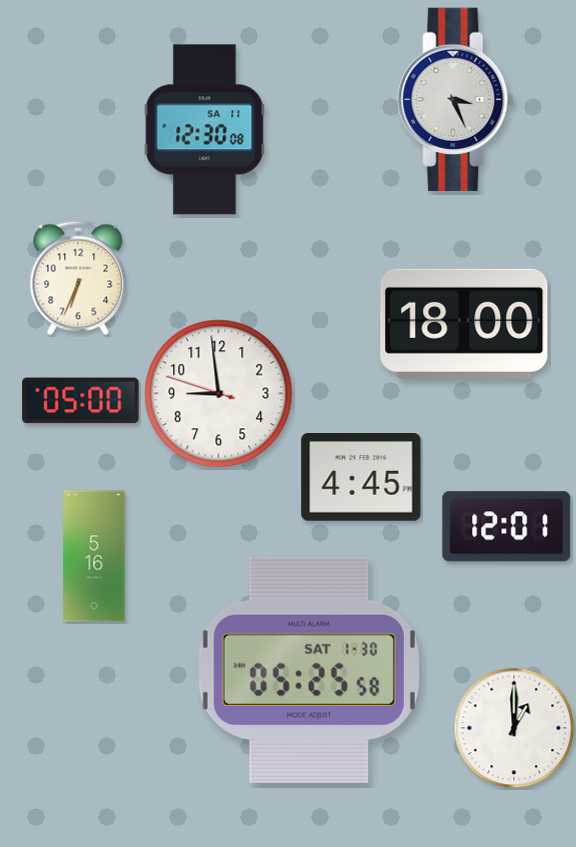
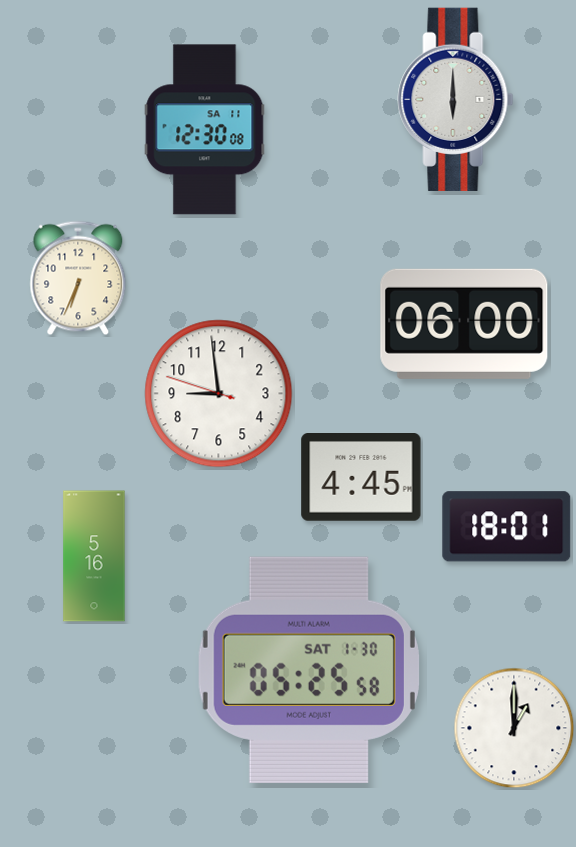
clock at (456, 99): 3:26 -> 6:00
clock at (464, 324): 18:00 -> 06:00
clock at (81, 401): 05:00 -> none
clock at (507, 527): 12:01 -> 18:01
